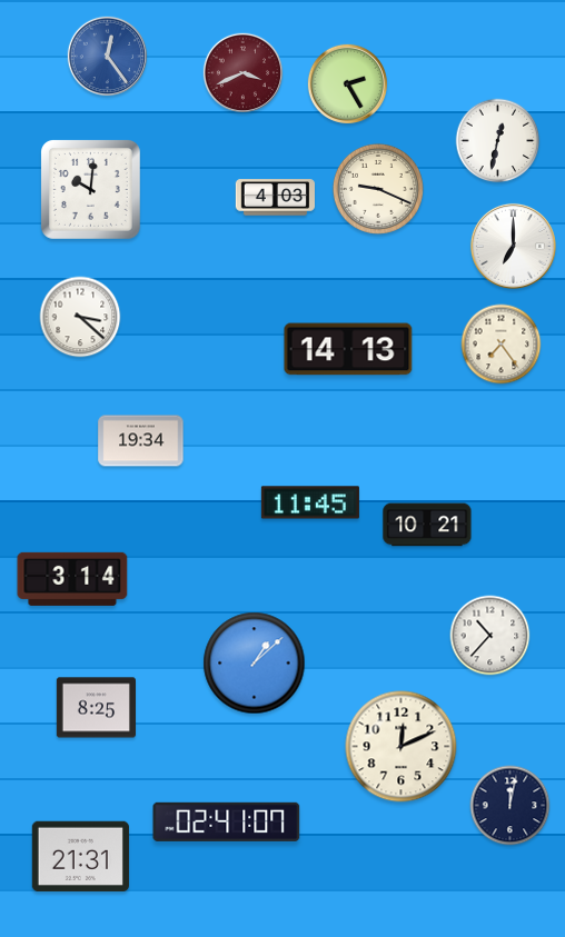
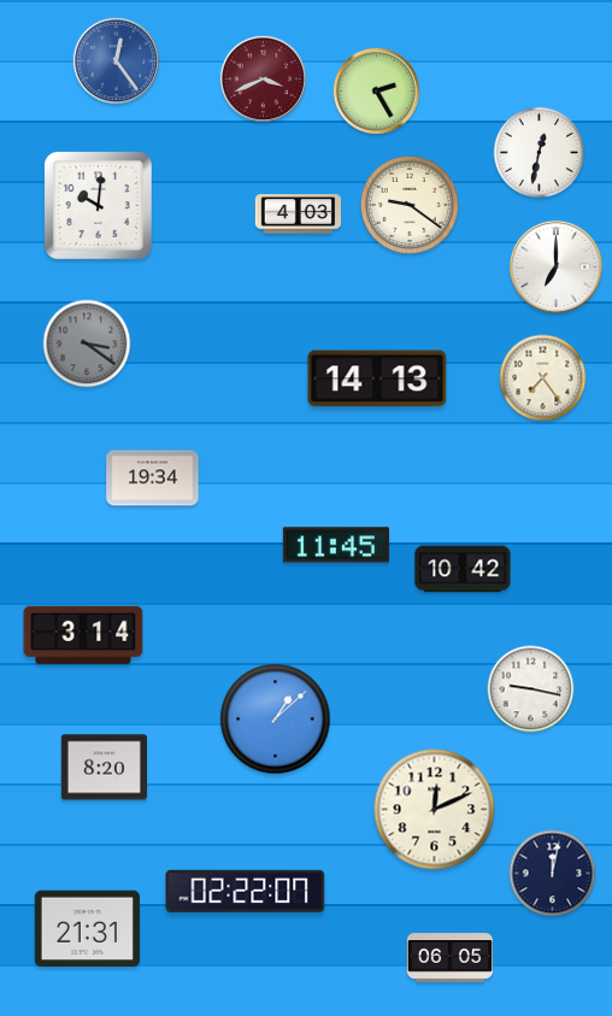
clock at (378, 189): 9:19 -> 9:21
clock at (80, 317): 3:22 -> 3:21
clock at (80, 317) dial: white -> grey
clock at (502, 345) position: (502, 345) -> (543, 378)
clock at (427, 525): 10:21 -> 10:42
clock at (72, 579) position: (72, 579) -> (83, 635)
clock at (490, 636): 10:37 -> 9:17
clock at (96, 708): 8:25 -> 8:20
clock at (227, 821): 02:41 -> 02:22
clock at (449, 958): none -> 06:05
